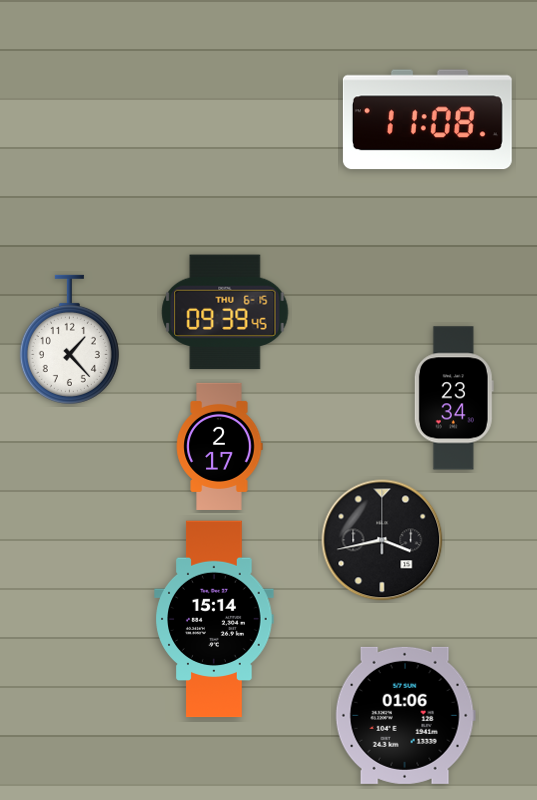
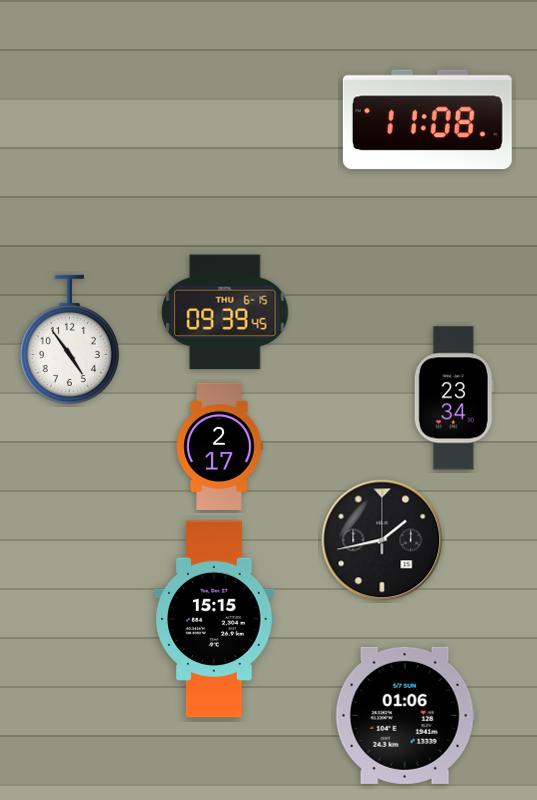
clock at (69, 339): 1:23 -> 4:54
clock at (382, 540): 3:43 -> 1:43
clock at (214, 619): 15:14 -> 15:15
